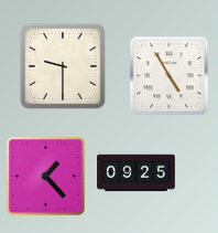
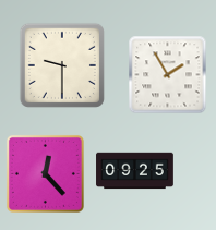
clock at (170, 76): 4:55 -> 1:55
clock at (45, 176): 1:23 -> 12:23
